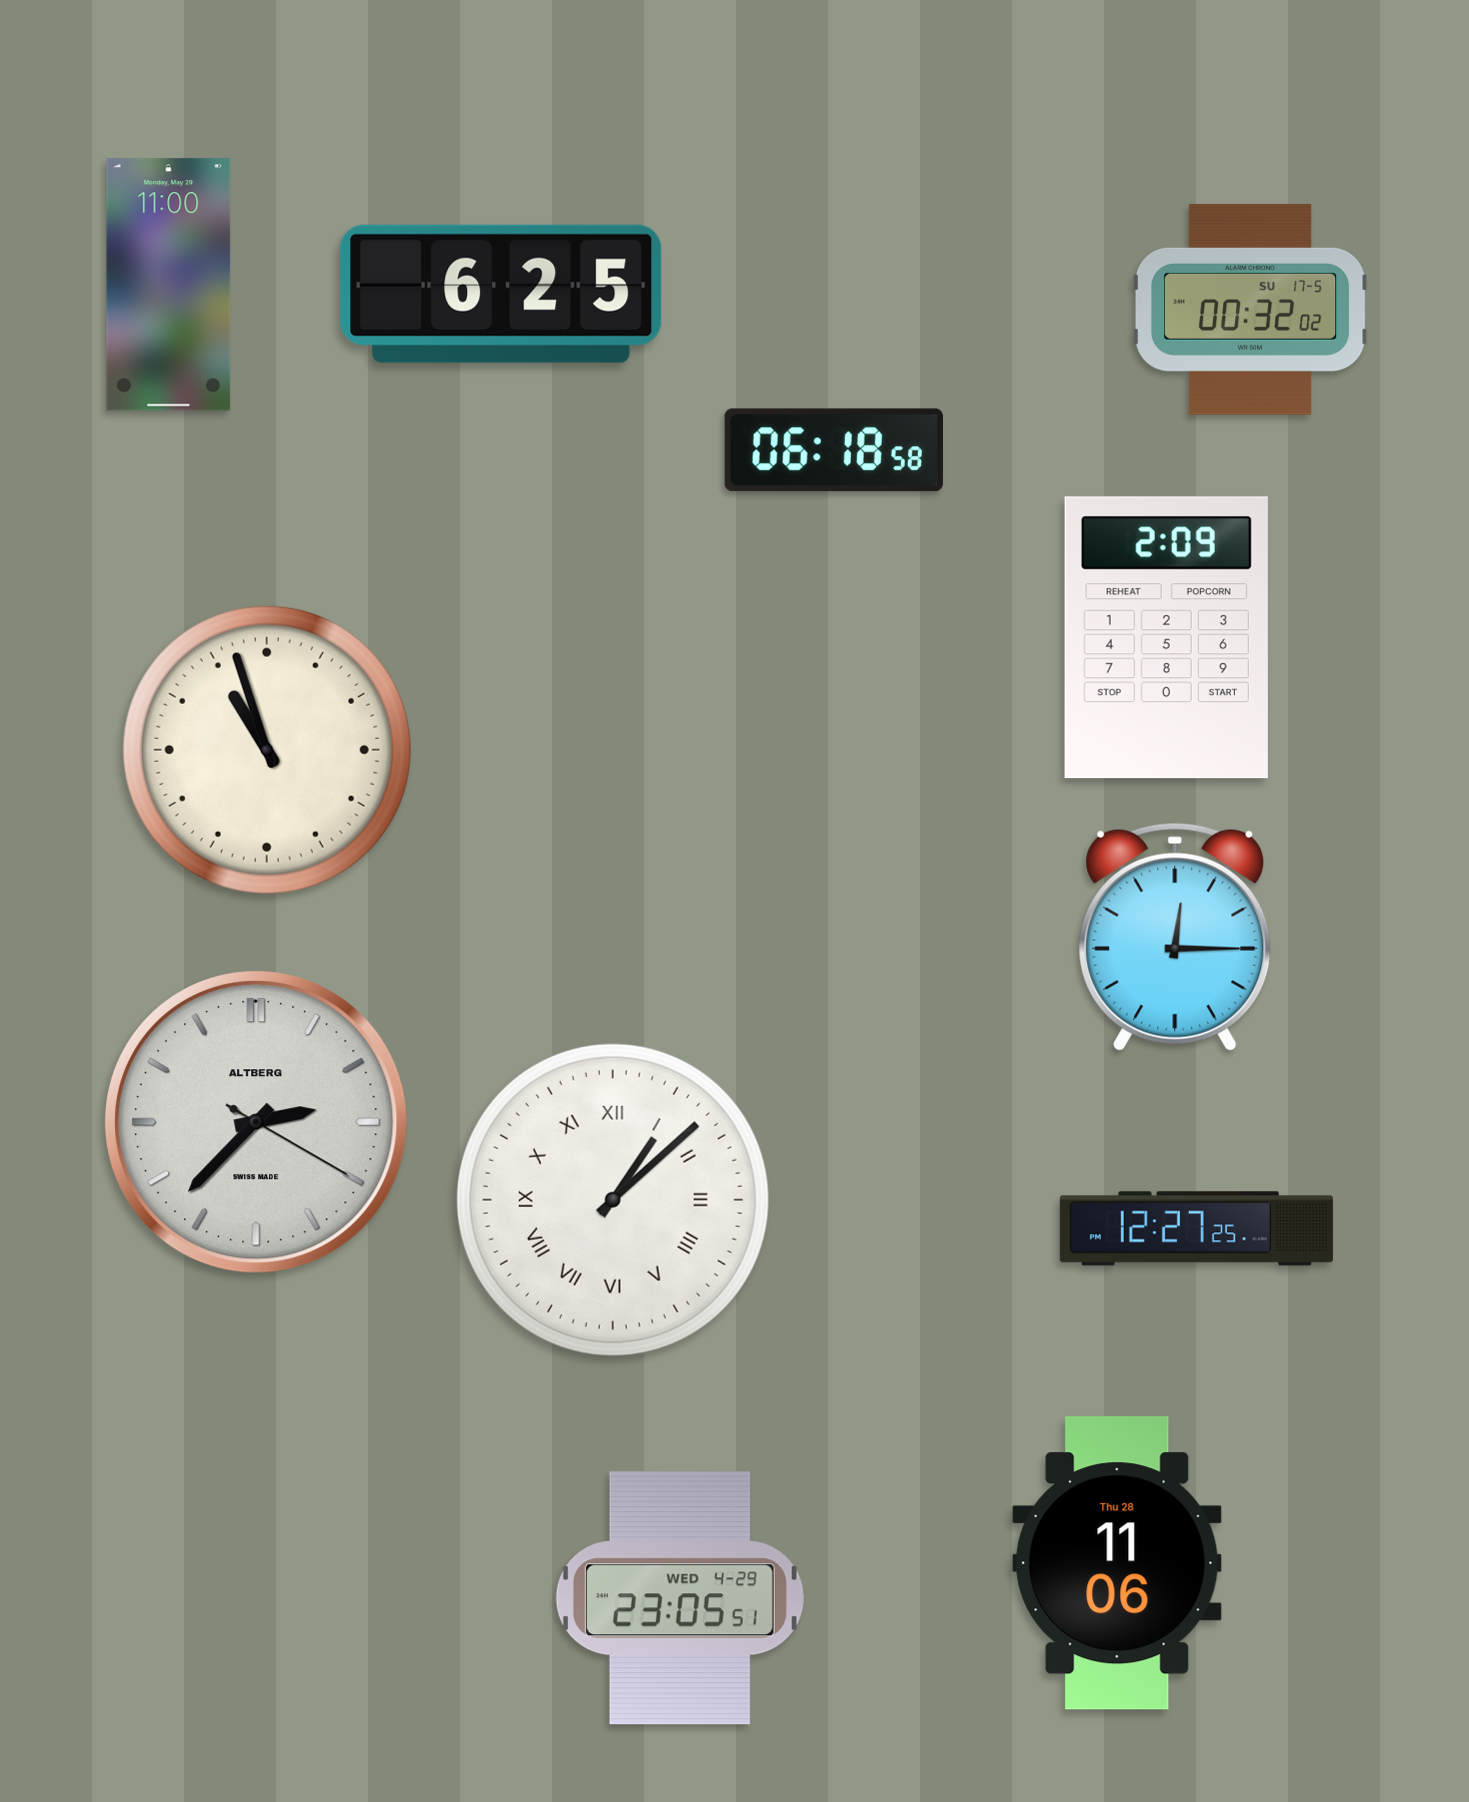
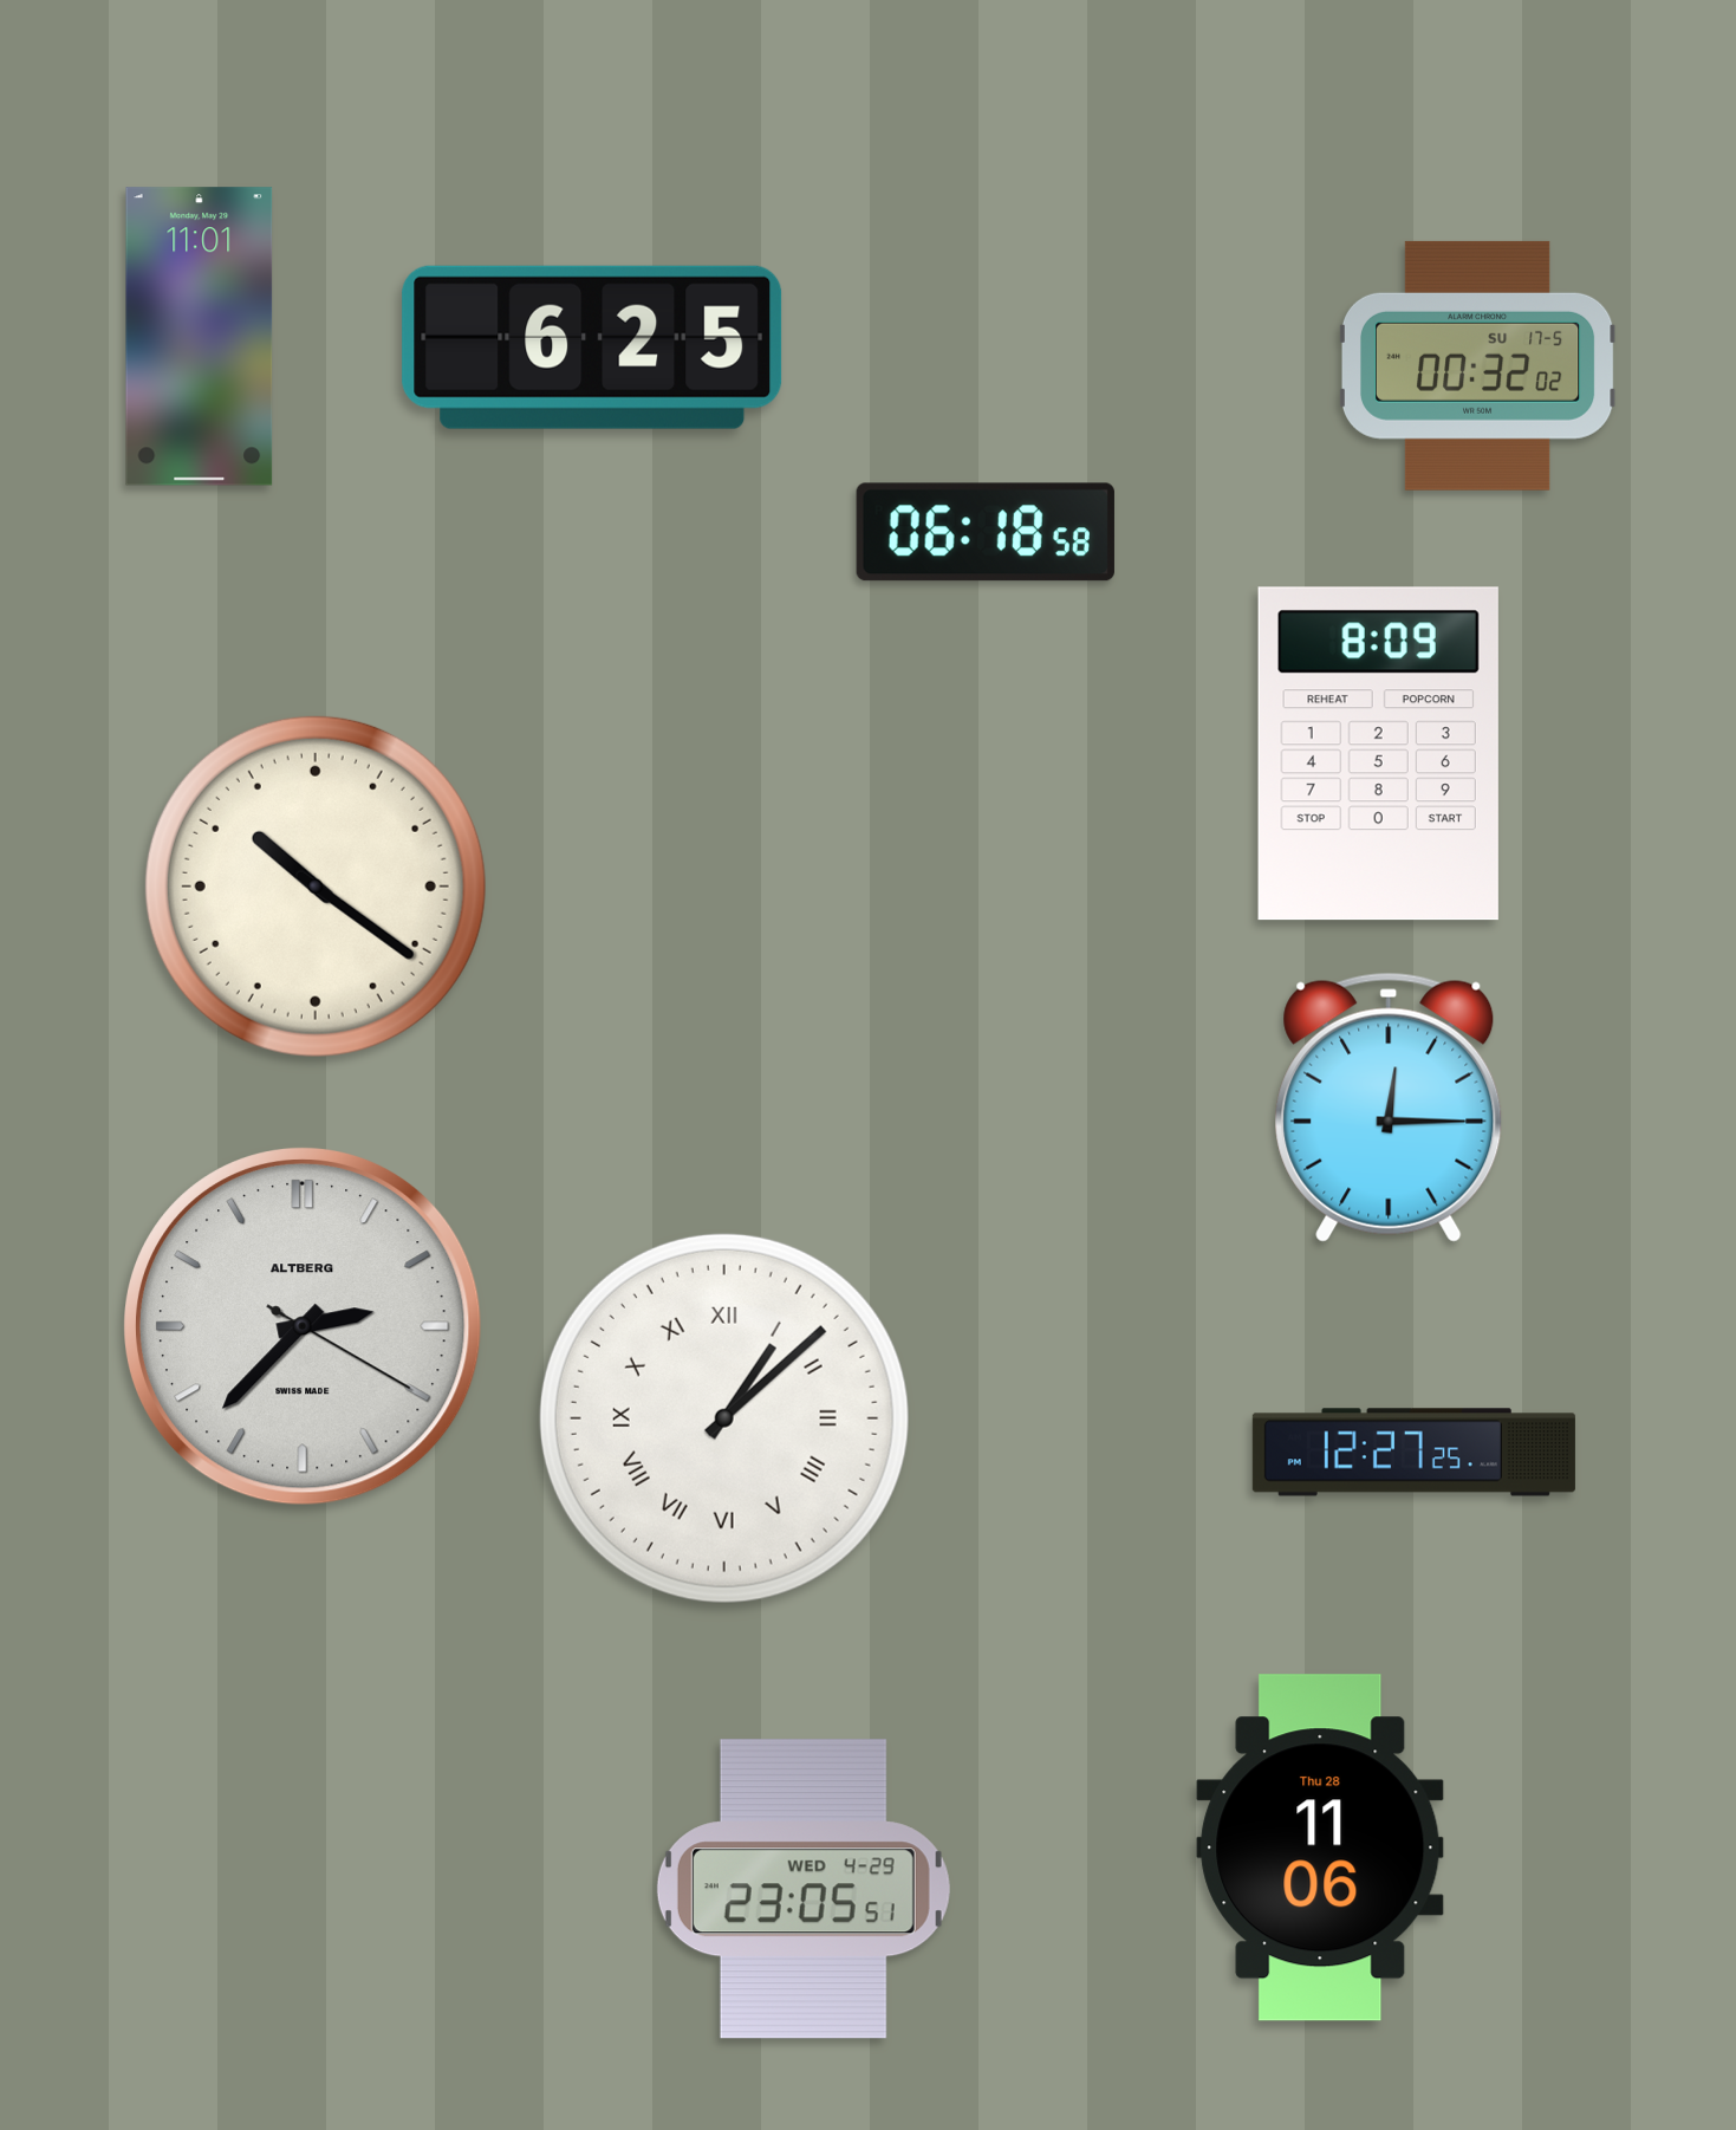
clock at (169, 285): 11:00 -> 11:01
clock at (1166, 638): 2:09 -> 8:09
clock at (267, 750): 10:57 -> 10:21
